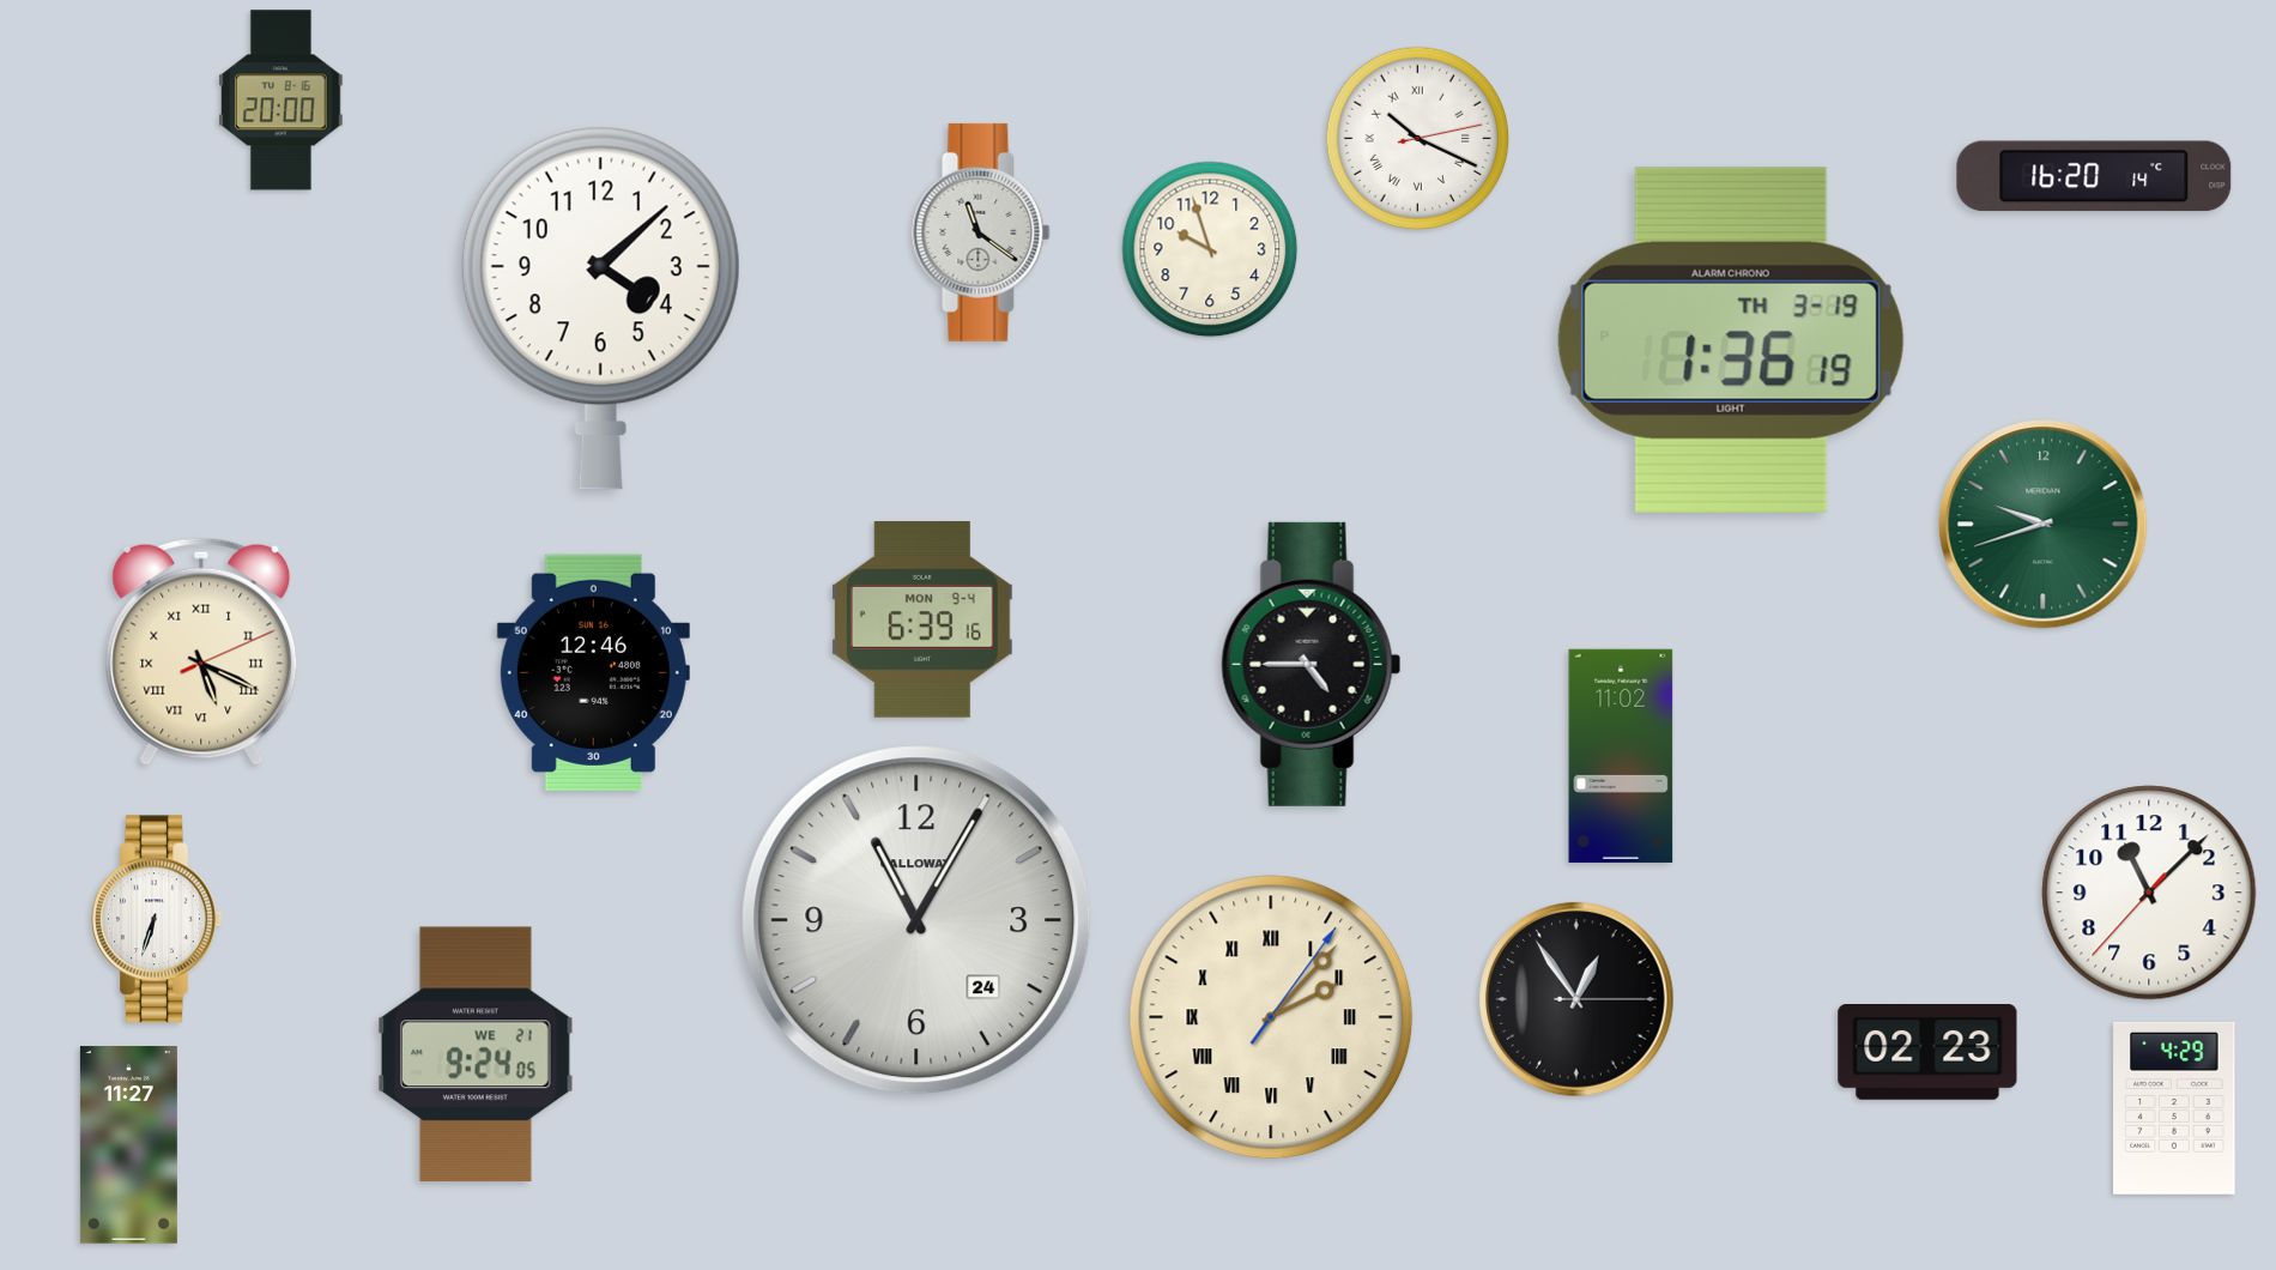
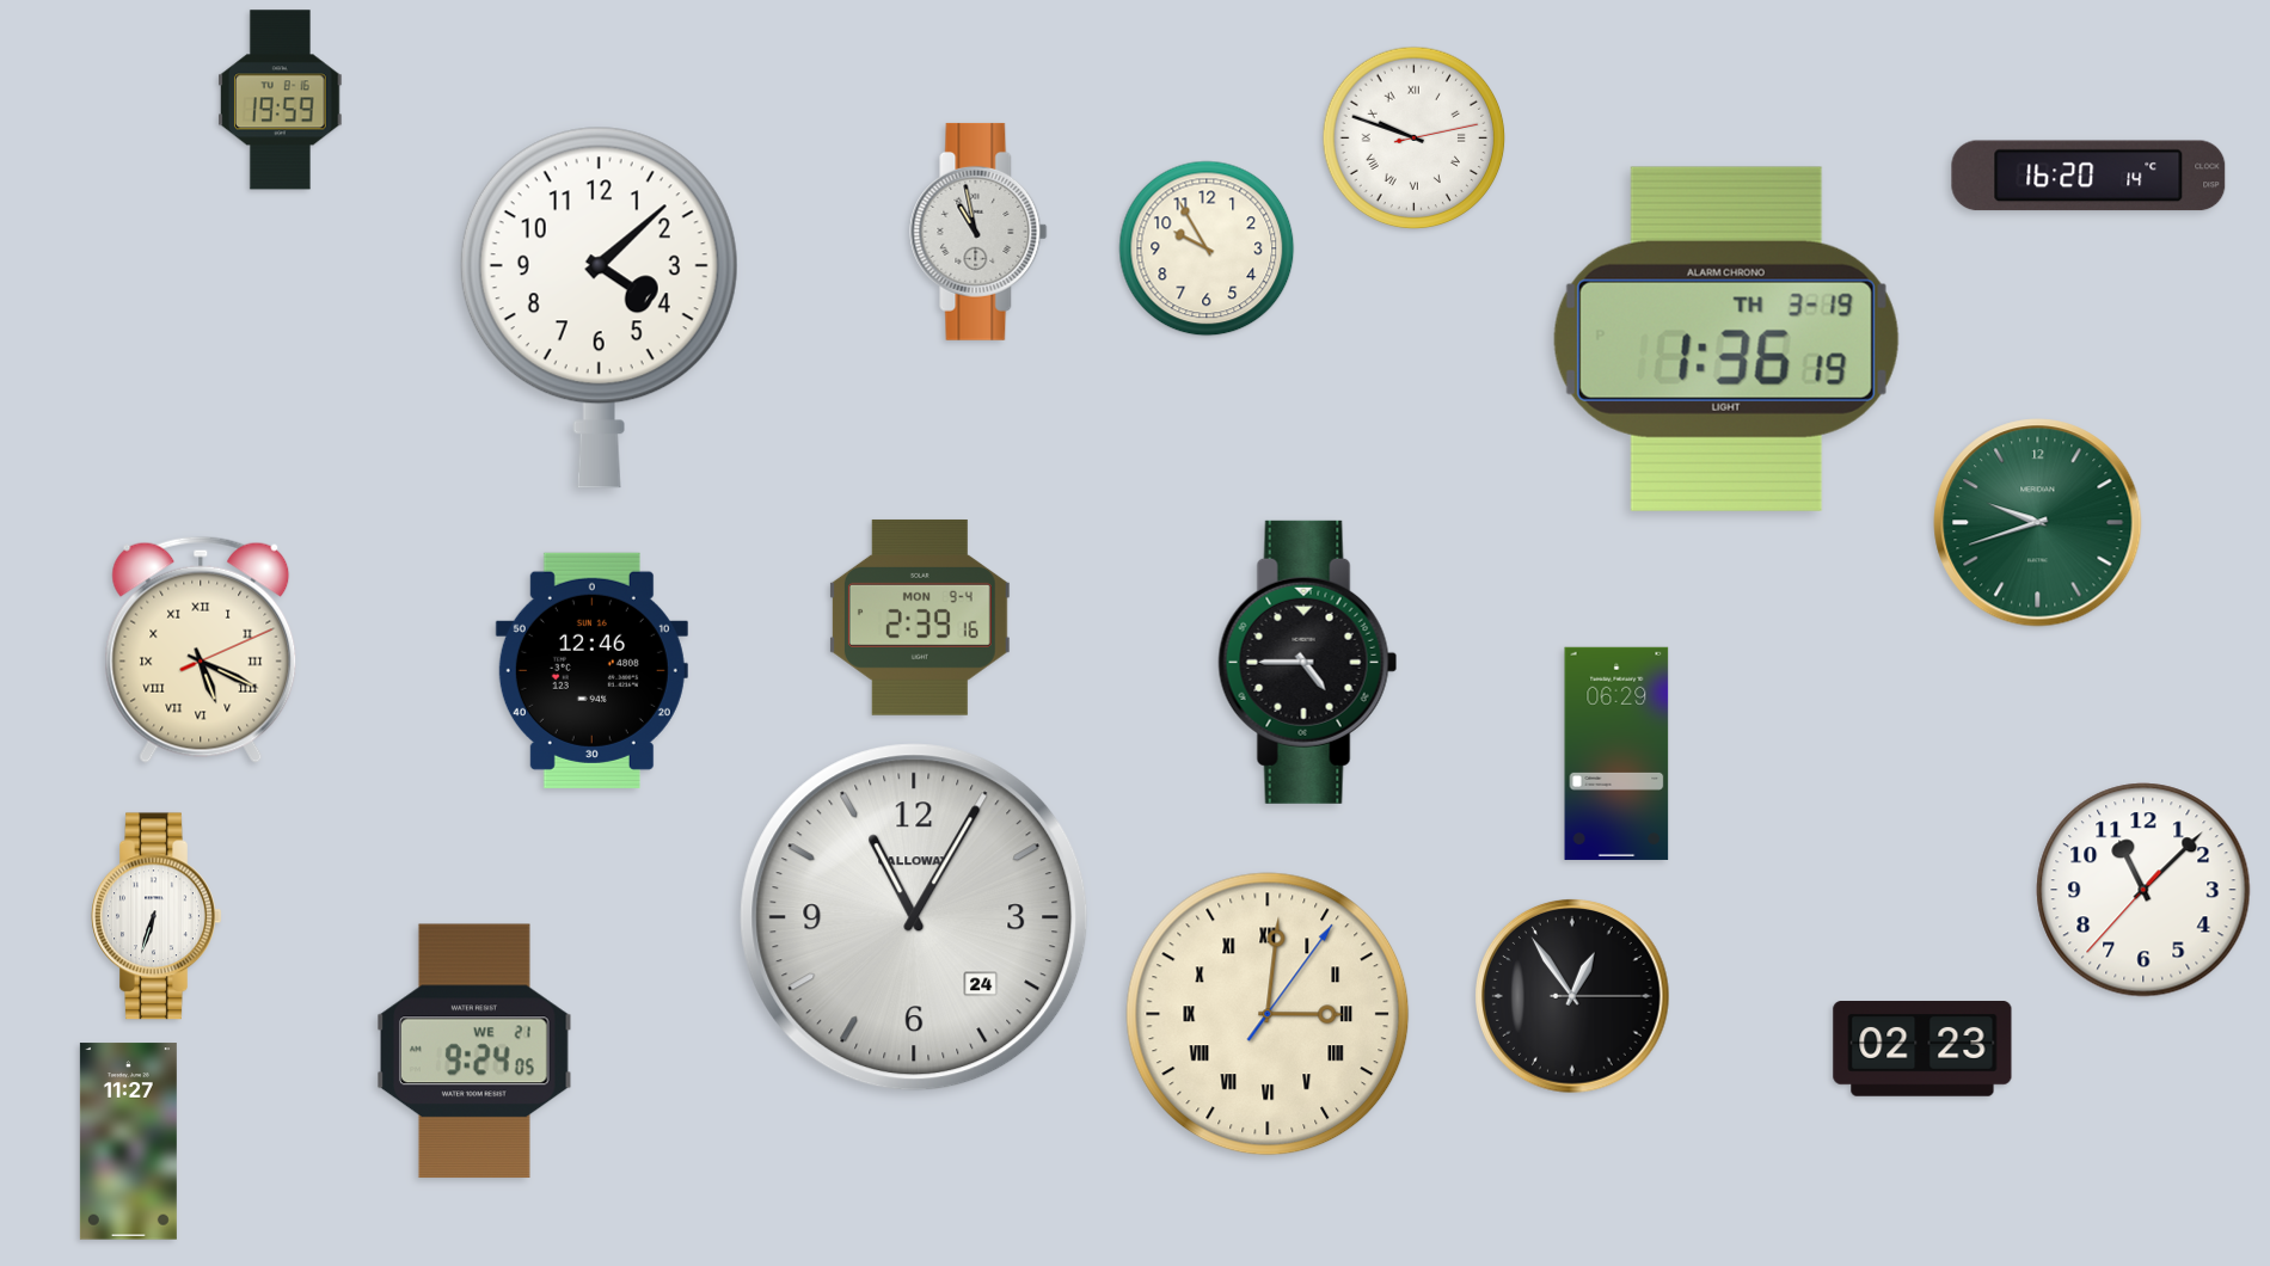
clock at (282, 101): 20:00 -> 19:59
clock at (1418, 139): 10:19 -> 9:48
clock at (981, 232): 11:21 -> 10:58
clock at (1210, 249): 9:57 -> 9:55
clock at (922, 619): 6:39 -> 2:39
clock at (1621, 756): 11:02 -> 06:29
clock at (1271, 1017): 2:07 -> 3:01
clock at (2174, 1108): 4:29 -> none
